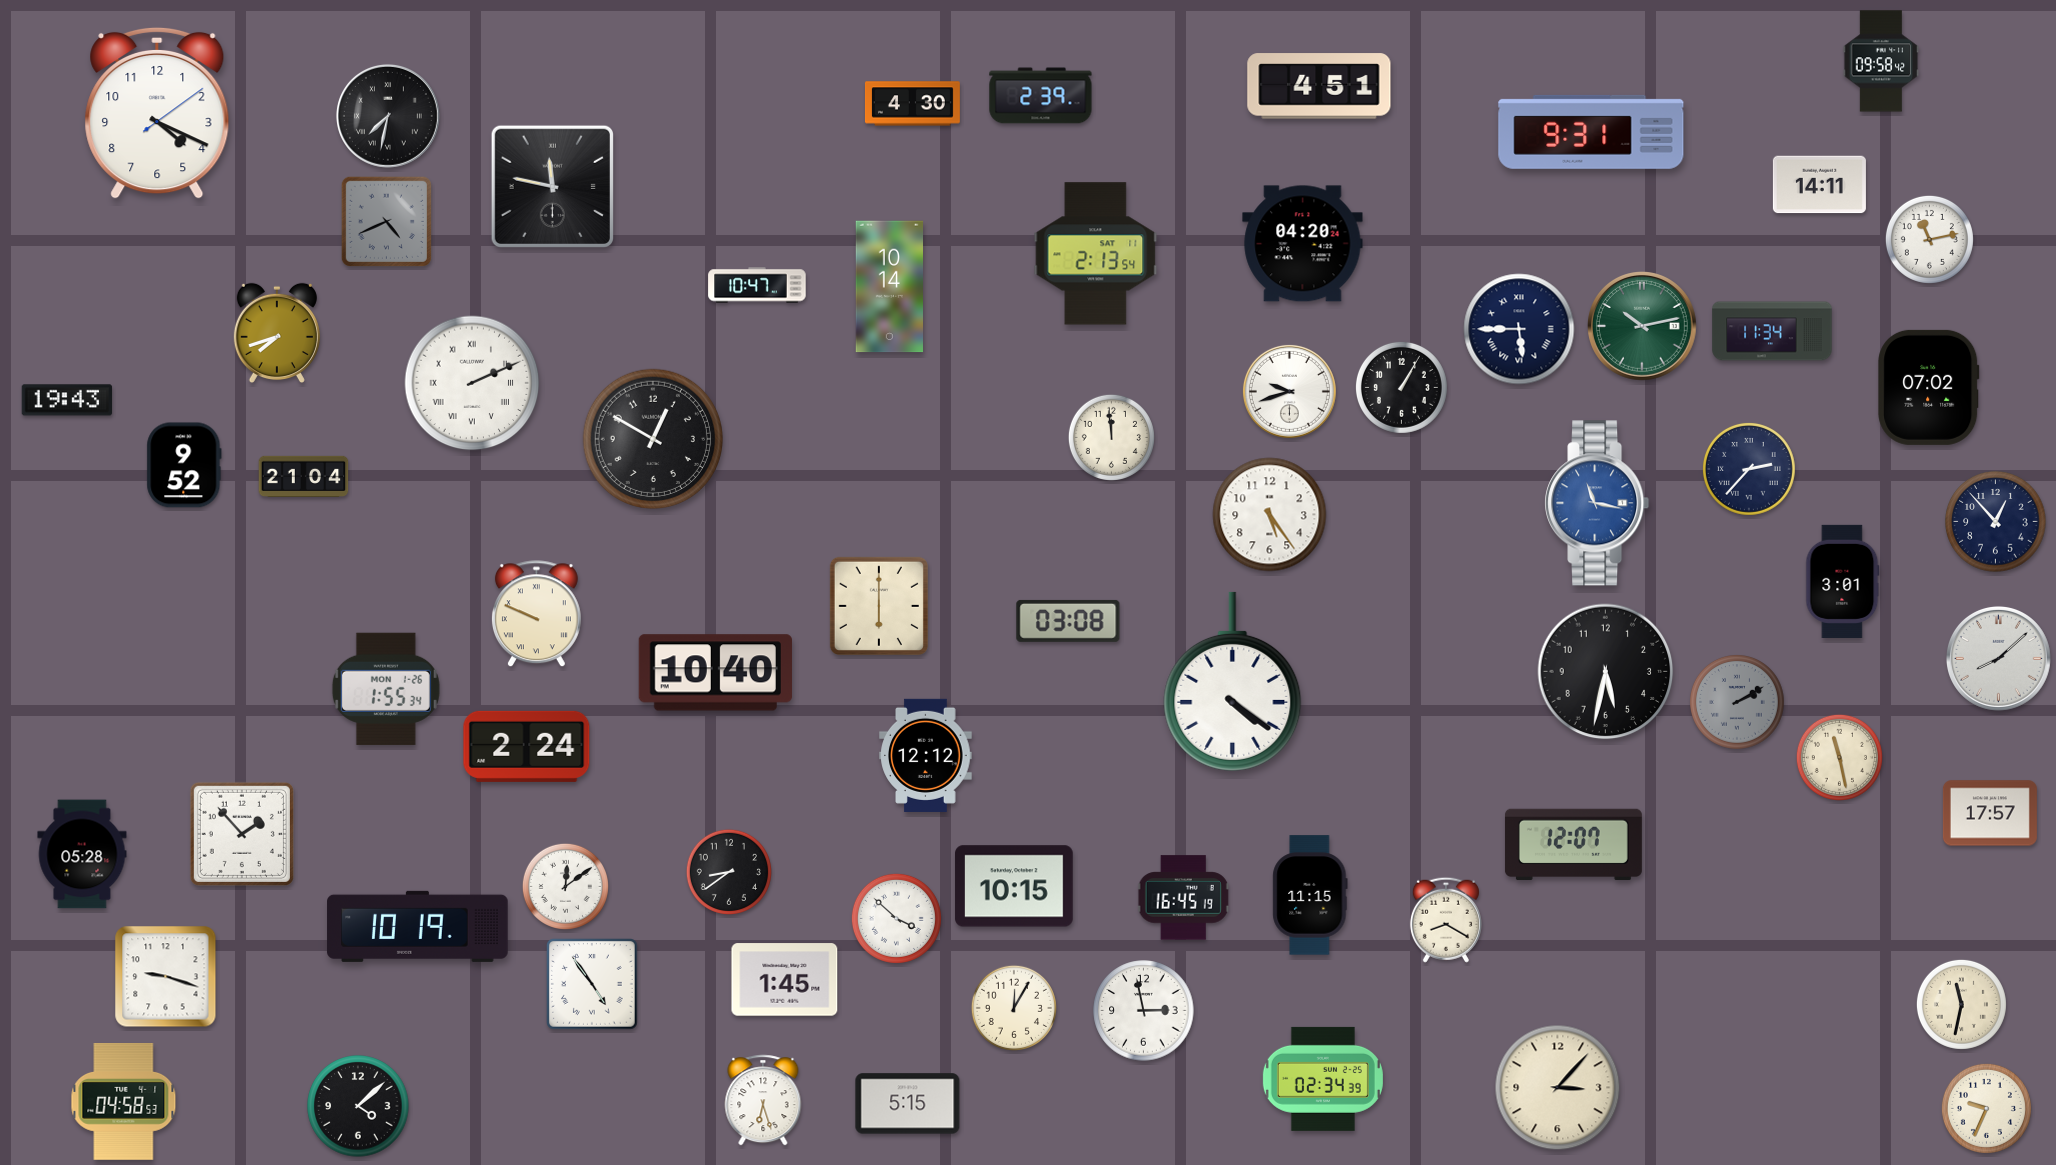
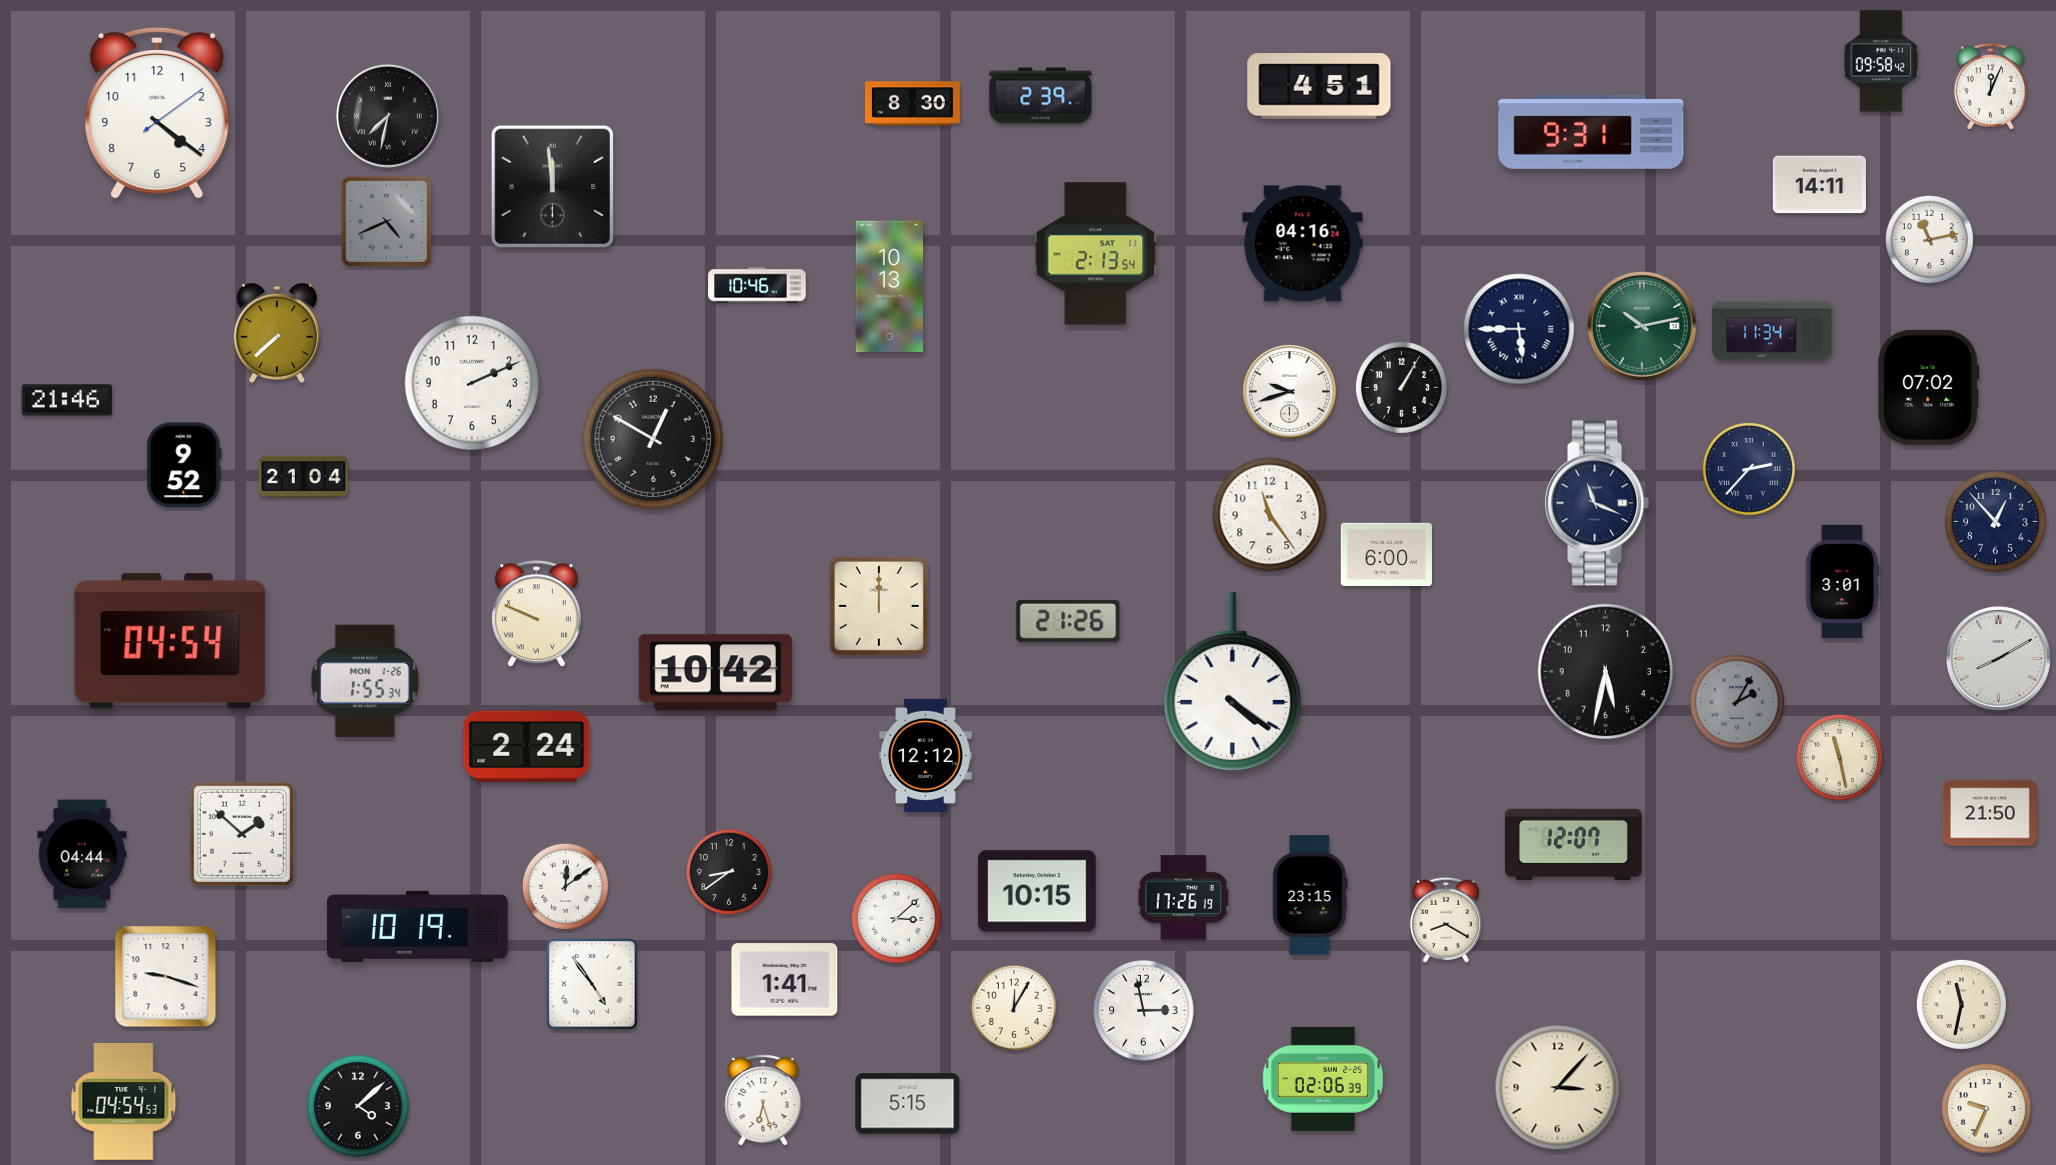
clock at (1990, 86): none -> 12:04
clock at (912, 104): 4:30 -> 8:30
clock at (157, 113): 4:19 -> 4:21
clock at (552, 186): 11:47 -> 11:59
clock at (1303, 244): 04:20 -> 04:16
clock at (757, 285): 10:47 -> 10:46
clock at (890, 287): 10:14 -> 10:13
clock at (277, 333): 7:42 -> 7:38
clock at (472, 383) numerals: Roman -> Arabic
clock at (67, 400): 19:43 -> 21:46
clock at (1111, 437): 11:59 -> none
clock at (1597, 503): 11:17 -> 11:19
clock at (1597, 503) dial: blue -> navy
clock at (1270, 515): 5:24 -> 11:24
clock at (1387, 554): none -> 6:00
clock at (879, 606): 6:00 -> 12:00
clock at (1068, 621): 03:08 -> 21:26
clock at (170, 641): none -> 04:54
clock at (1998, 658): 8:08 -> 8:10
clock at (715, 673): 10:40 -> 10:42
clock at (386, 689) position: (386, 689) -> (365, 681)
clock at (1738, 703): 2:10 -> 2:05
clock at (1990, 813): 17:57 -> 21:50
clock at (242, 834): 1:53 -> 1:52
clock at (82, 854): 05:28 -> 04:44
clock at (1014, 886) position: (1014, 886) -> (1037, 891)
clock at (1310, 895): 11:15 -> 23:15
clock at (1184, 898): 16:45 -> 17:26
clock at (896, 918): 3:52 -> 3:08
clock at (785, 980): 1:45 -> 1:41
clock at (1323, 1079): 02:34 -> 02:06
clock at (124, 1102): 04:58 -> 04:54
